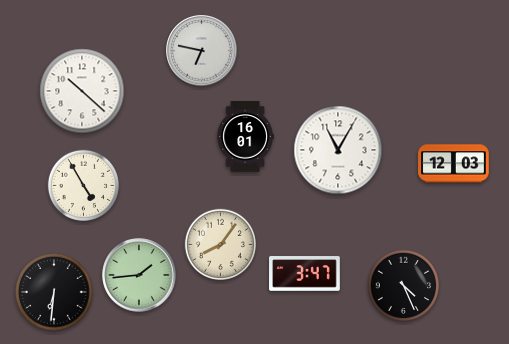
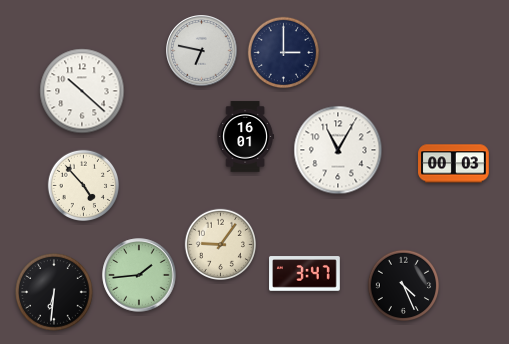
clock at (284, 53): none -> 3:00
clock at (454, 164): 12:03 -> 00:03
clock at (84, 186): 4:55 -> 4:53
clock at (221, 245): 8:06 -> 9:06
